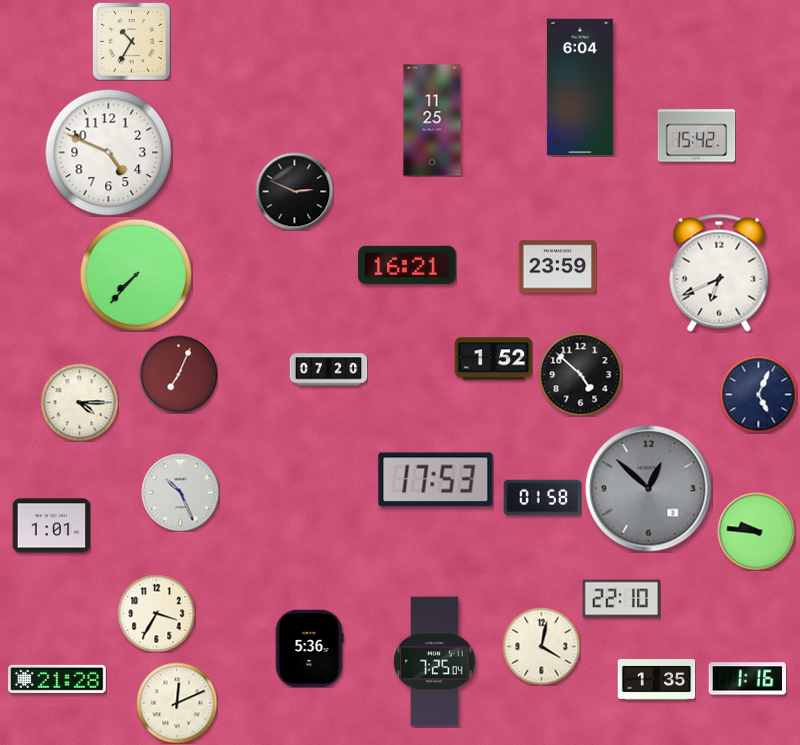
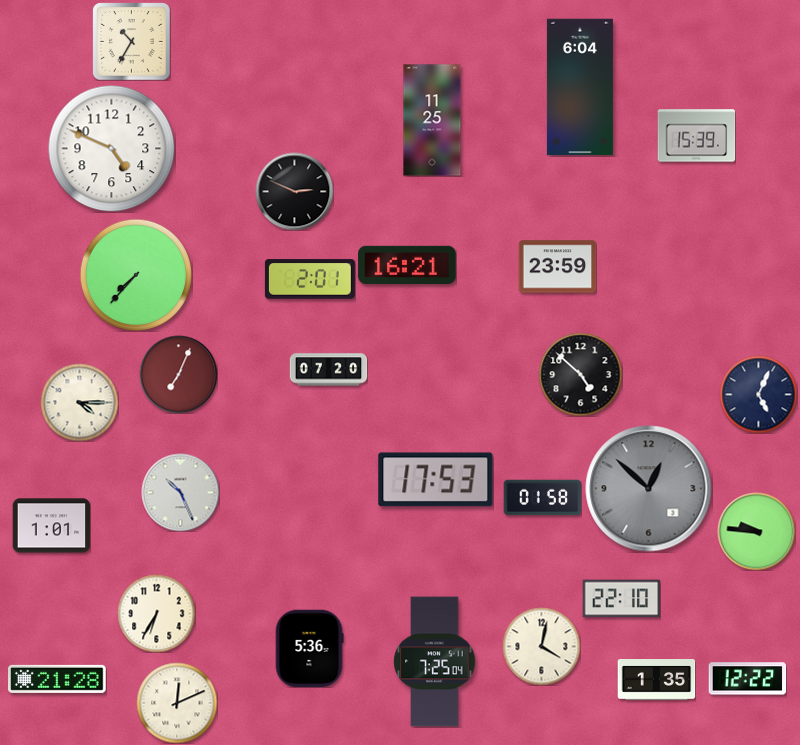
clock at (696, 136): 15:42 -> 15:39
clock at (108, 152) position: (108, 152) -> (111, 148)
clock at (719, 273): 6:41 -> none
clock at (310, 279): none -> 2:01
clock at (493, 359): 1:52 -> none
clock at (156, 613): 3:35 -> 6:35
clock at (747, 679): 1:16 -> 12:22
